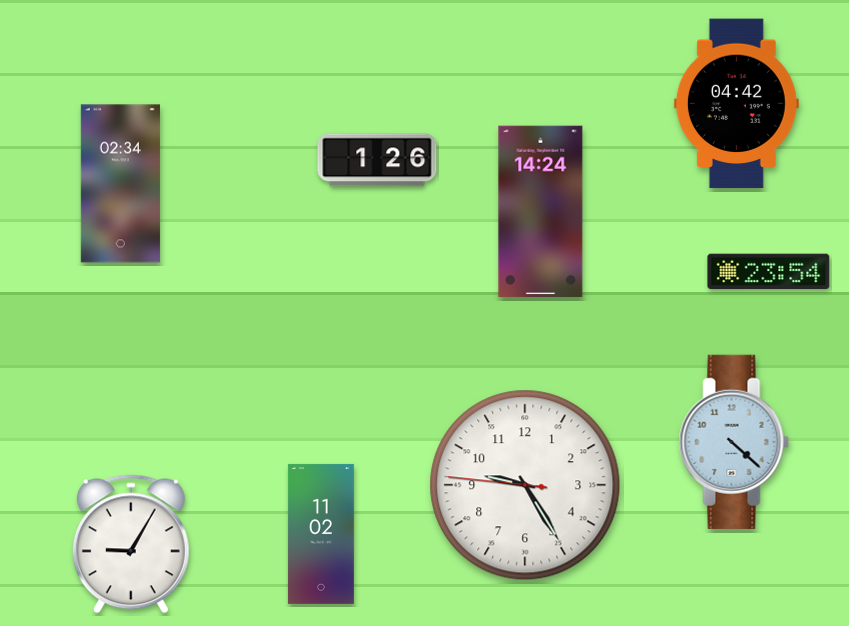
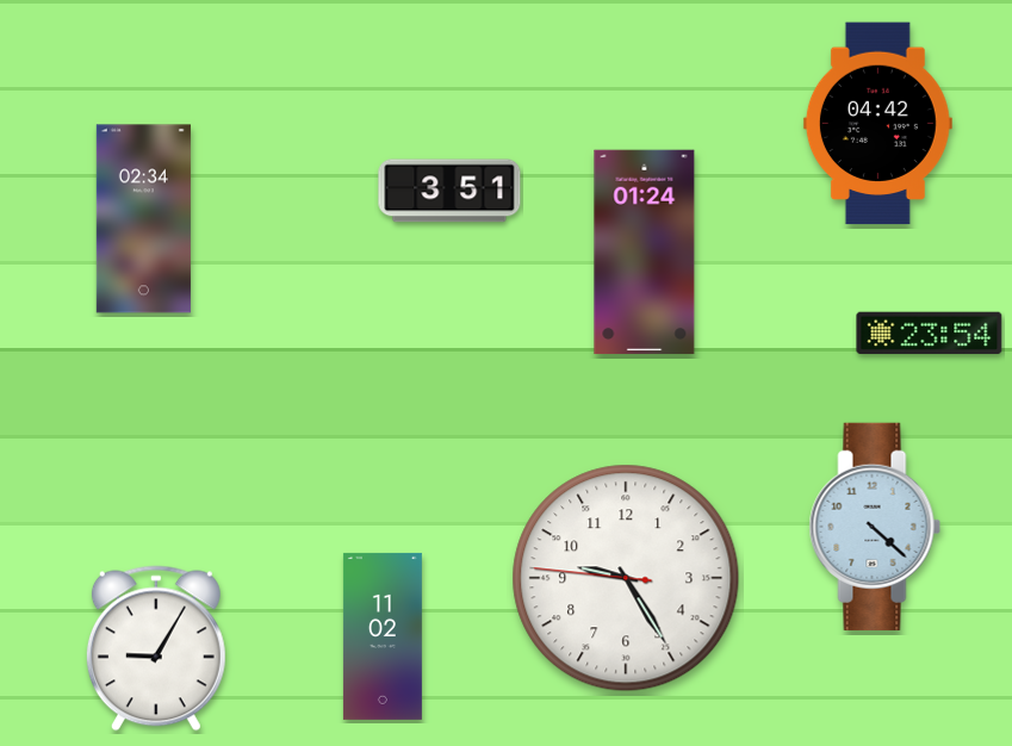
clock at (377, 160): 1:26 -> 3:51
clock at (541, 212): 14:24 -> 01:24
clock at (769, 272) position: (769, 272) -> (930, 334)
